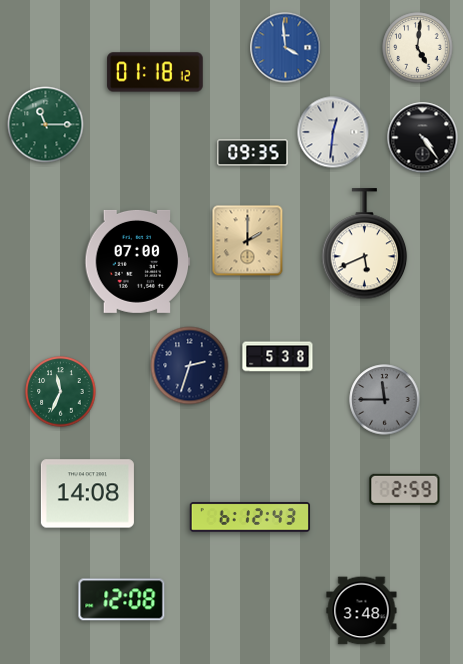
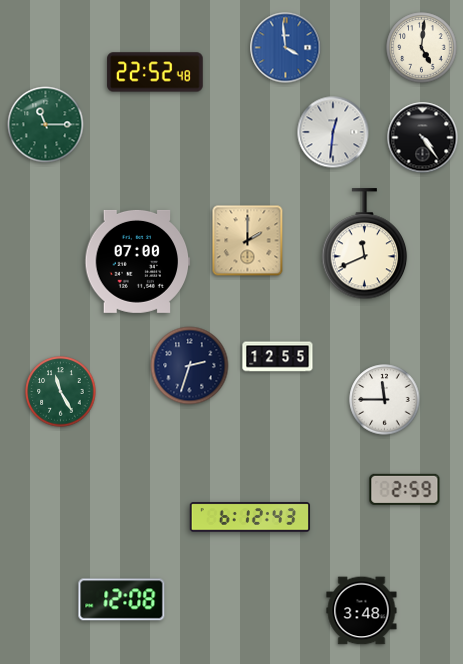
clock at (418, 48) position: (418, 48) -> (422, 48)
clock at (155, 72): 01:18 -> 22:52
clock at (253, 153): 09:35 -> none
clock at (365, 244): 5:41 -> 11:41
clock at (278, 357): 5:38 -> 12:55
clock at (61, 392): 11:34 -> 11:25
clock at (385, 400) dial: grey -> white
clock at (87, 494): 14:08 -> none
